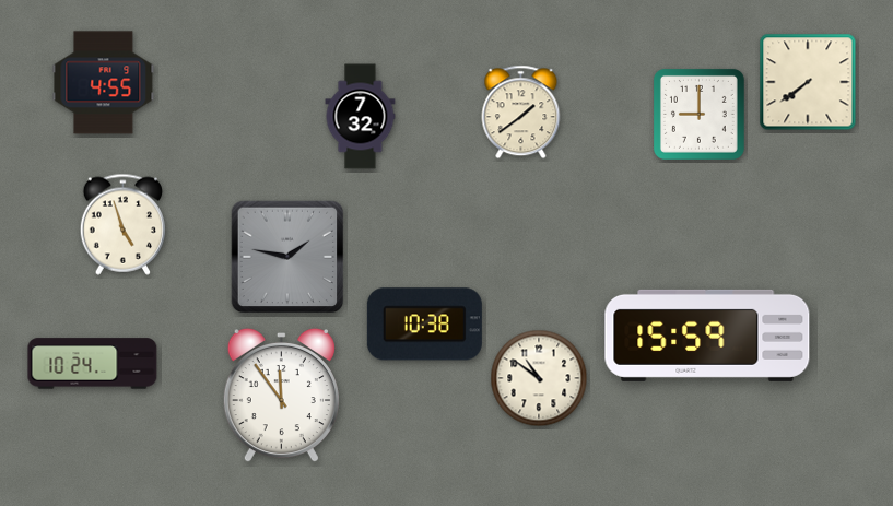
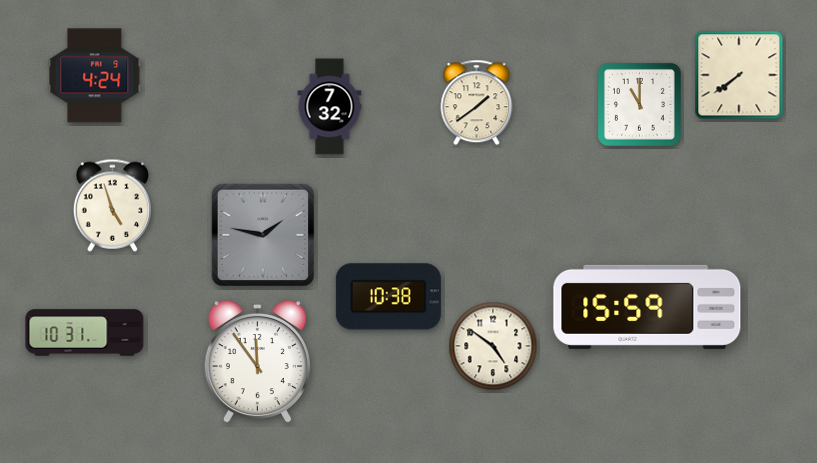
clock at (104, 83): 4:55 -> 4:24
clock at (698, 114): 9:00 -> 11:00
clock at (93, 364): 10:24 -> 10:31
clock at (539, 378): 10:51 -> 4:51
